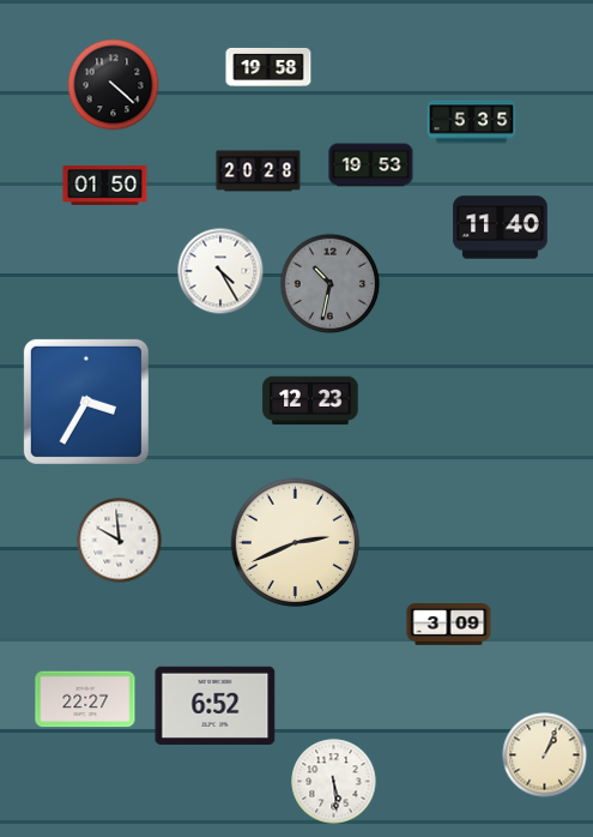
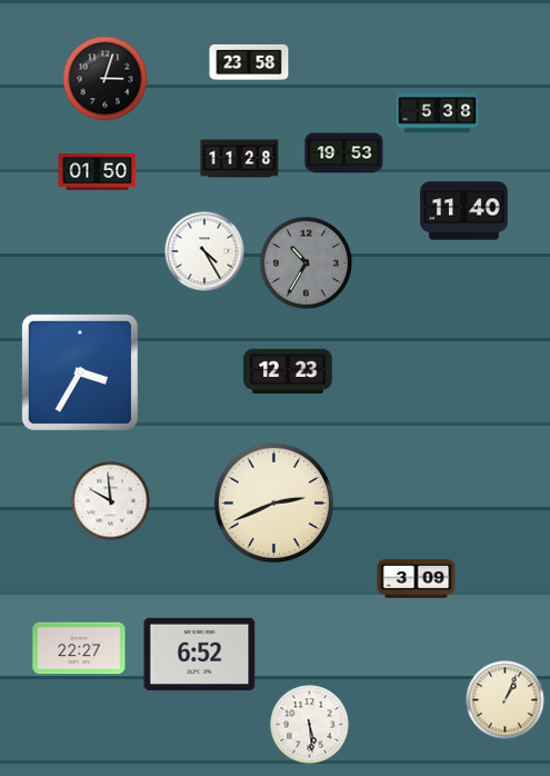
clock at (268, 67): 19:58 -> 23:58
clock at (114, 85): 4:22 -> 3:03
clock at (472, 122): 5:35 -> 5:38
clock at (259, 171): 20:28 -> 11:28
clock at (331, 284): 10:32 -> 10:35
